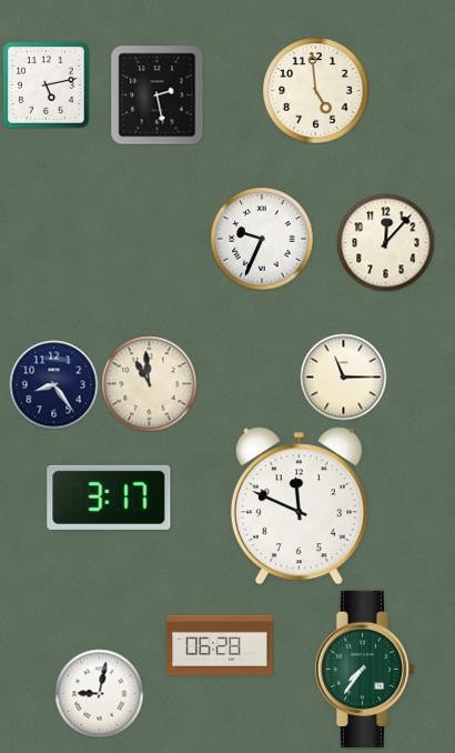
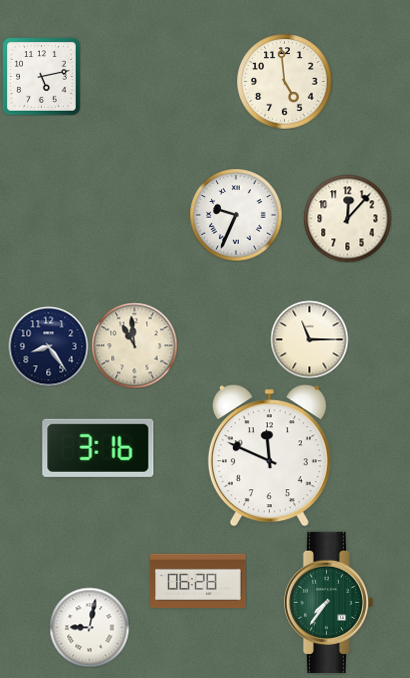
clock at (158, 94): 2:28 -> none
clock at (109, 498): 3:17 -> 3:16
clock at (99, 693) position: (99, 693) -> (89, 627)
